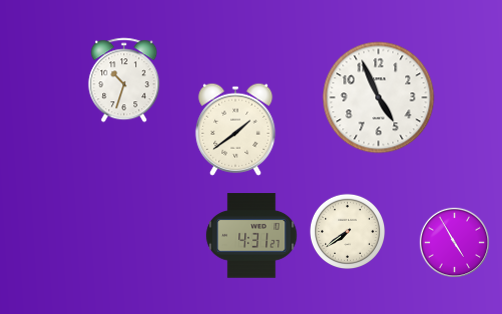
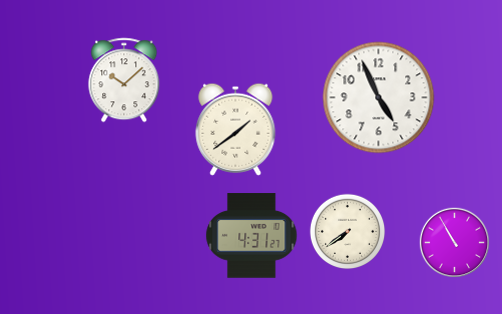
clock at (124, 80): 10:33 -> 10:08
clock at (455, 243): 4:55 -> 10:55
